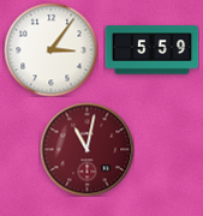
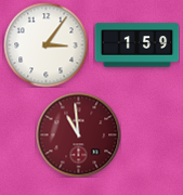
clock at (151, 50): 5:59 -> 1:59
clock at (86, 149): 11:02 -> 10:59
